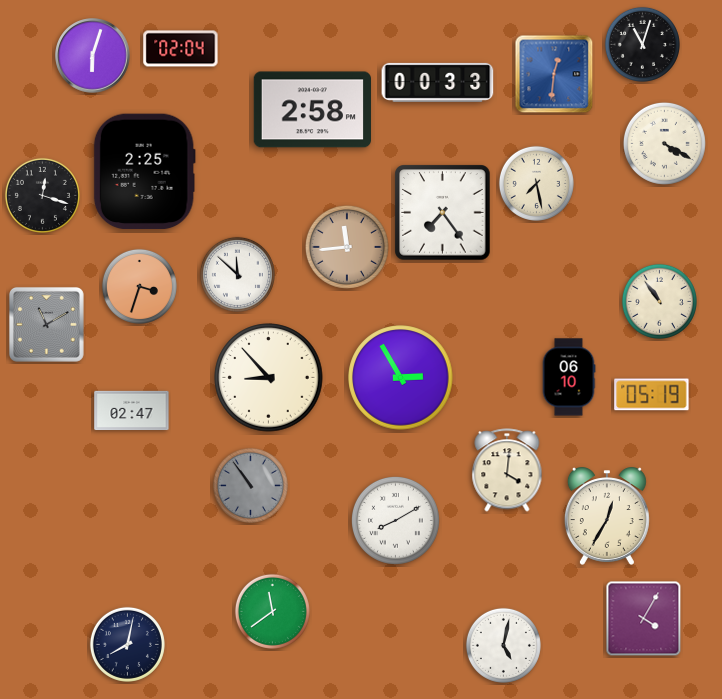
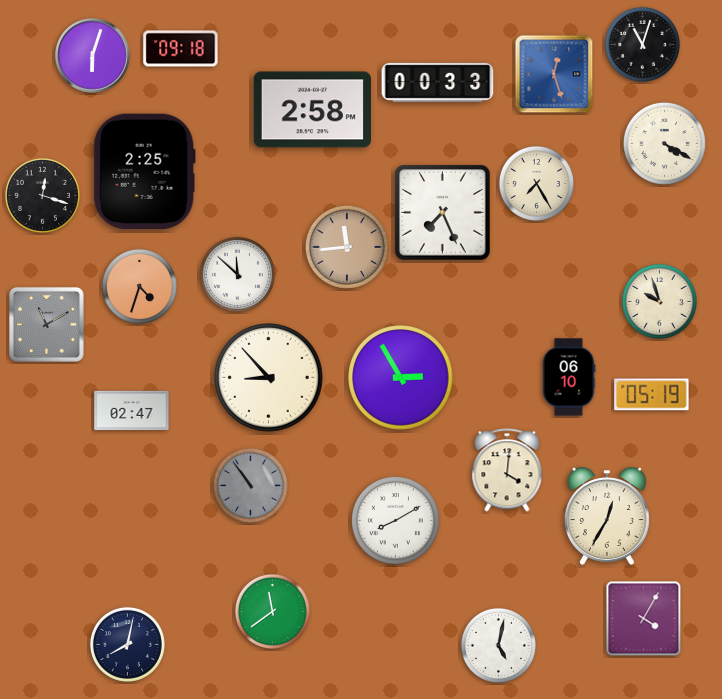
clock at (181, 49): 02:04 -> 09:18
clock at (554, 74): 12:31 -> 12:27
clock at (536, 183): 7:28 -> 7:25
clock at (443, 213): 7:24 -> 7:26
clock at (139, 286): 3:33 -> 4:33
clock at (659, 301): 10:54 -> 9:57
clock at (503, 645) position: (503, 645) -> (498, 645)
